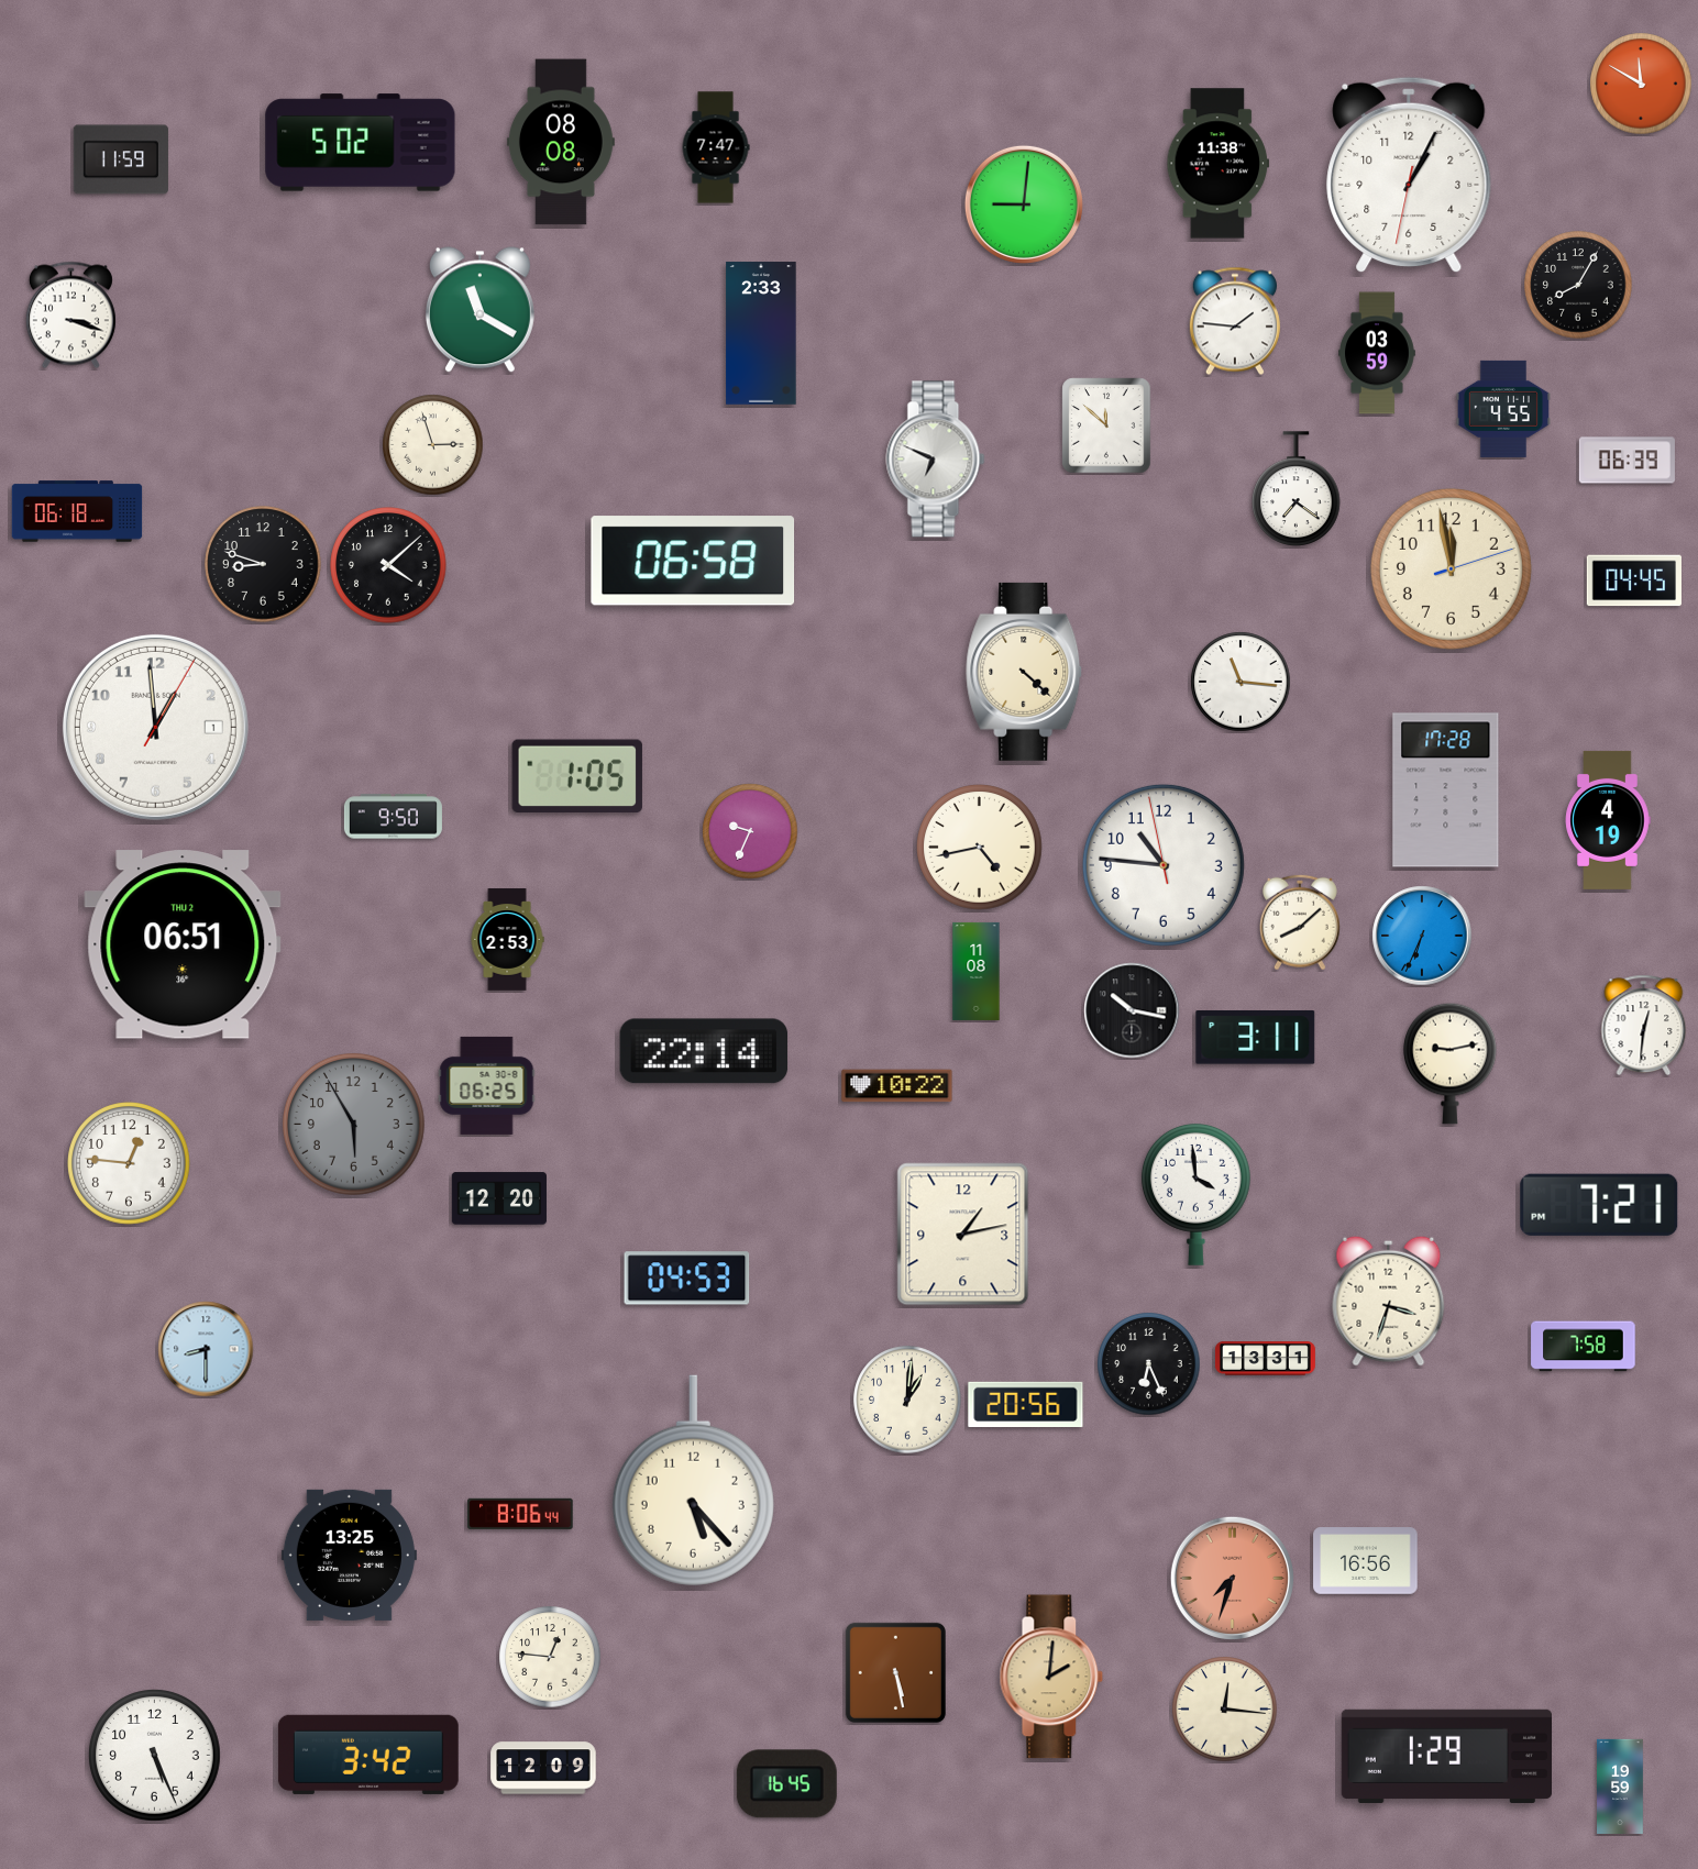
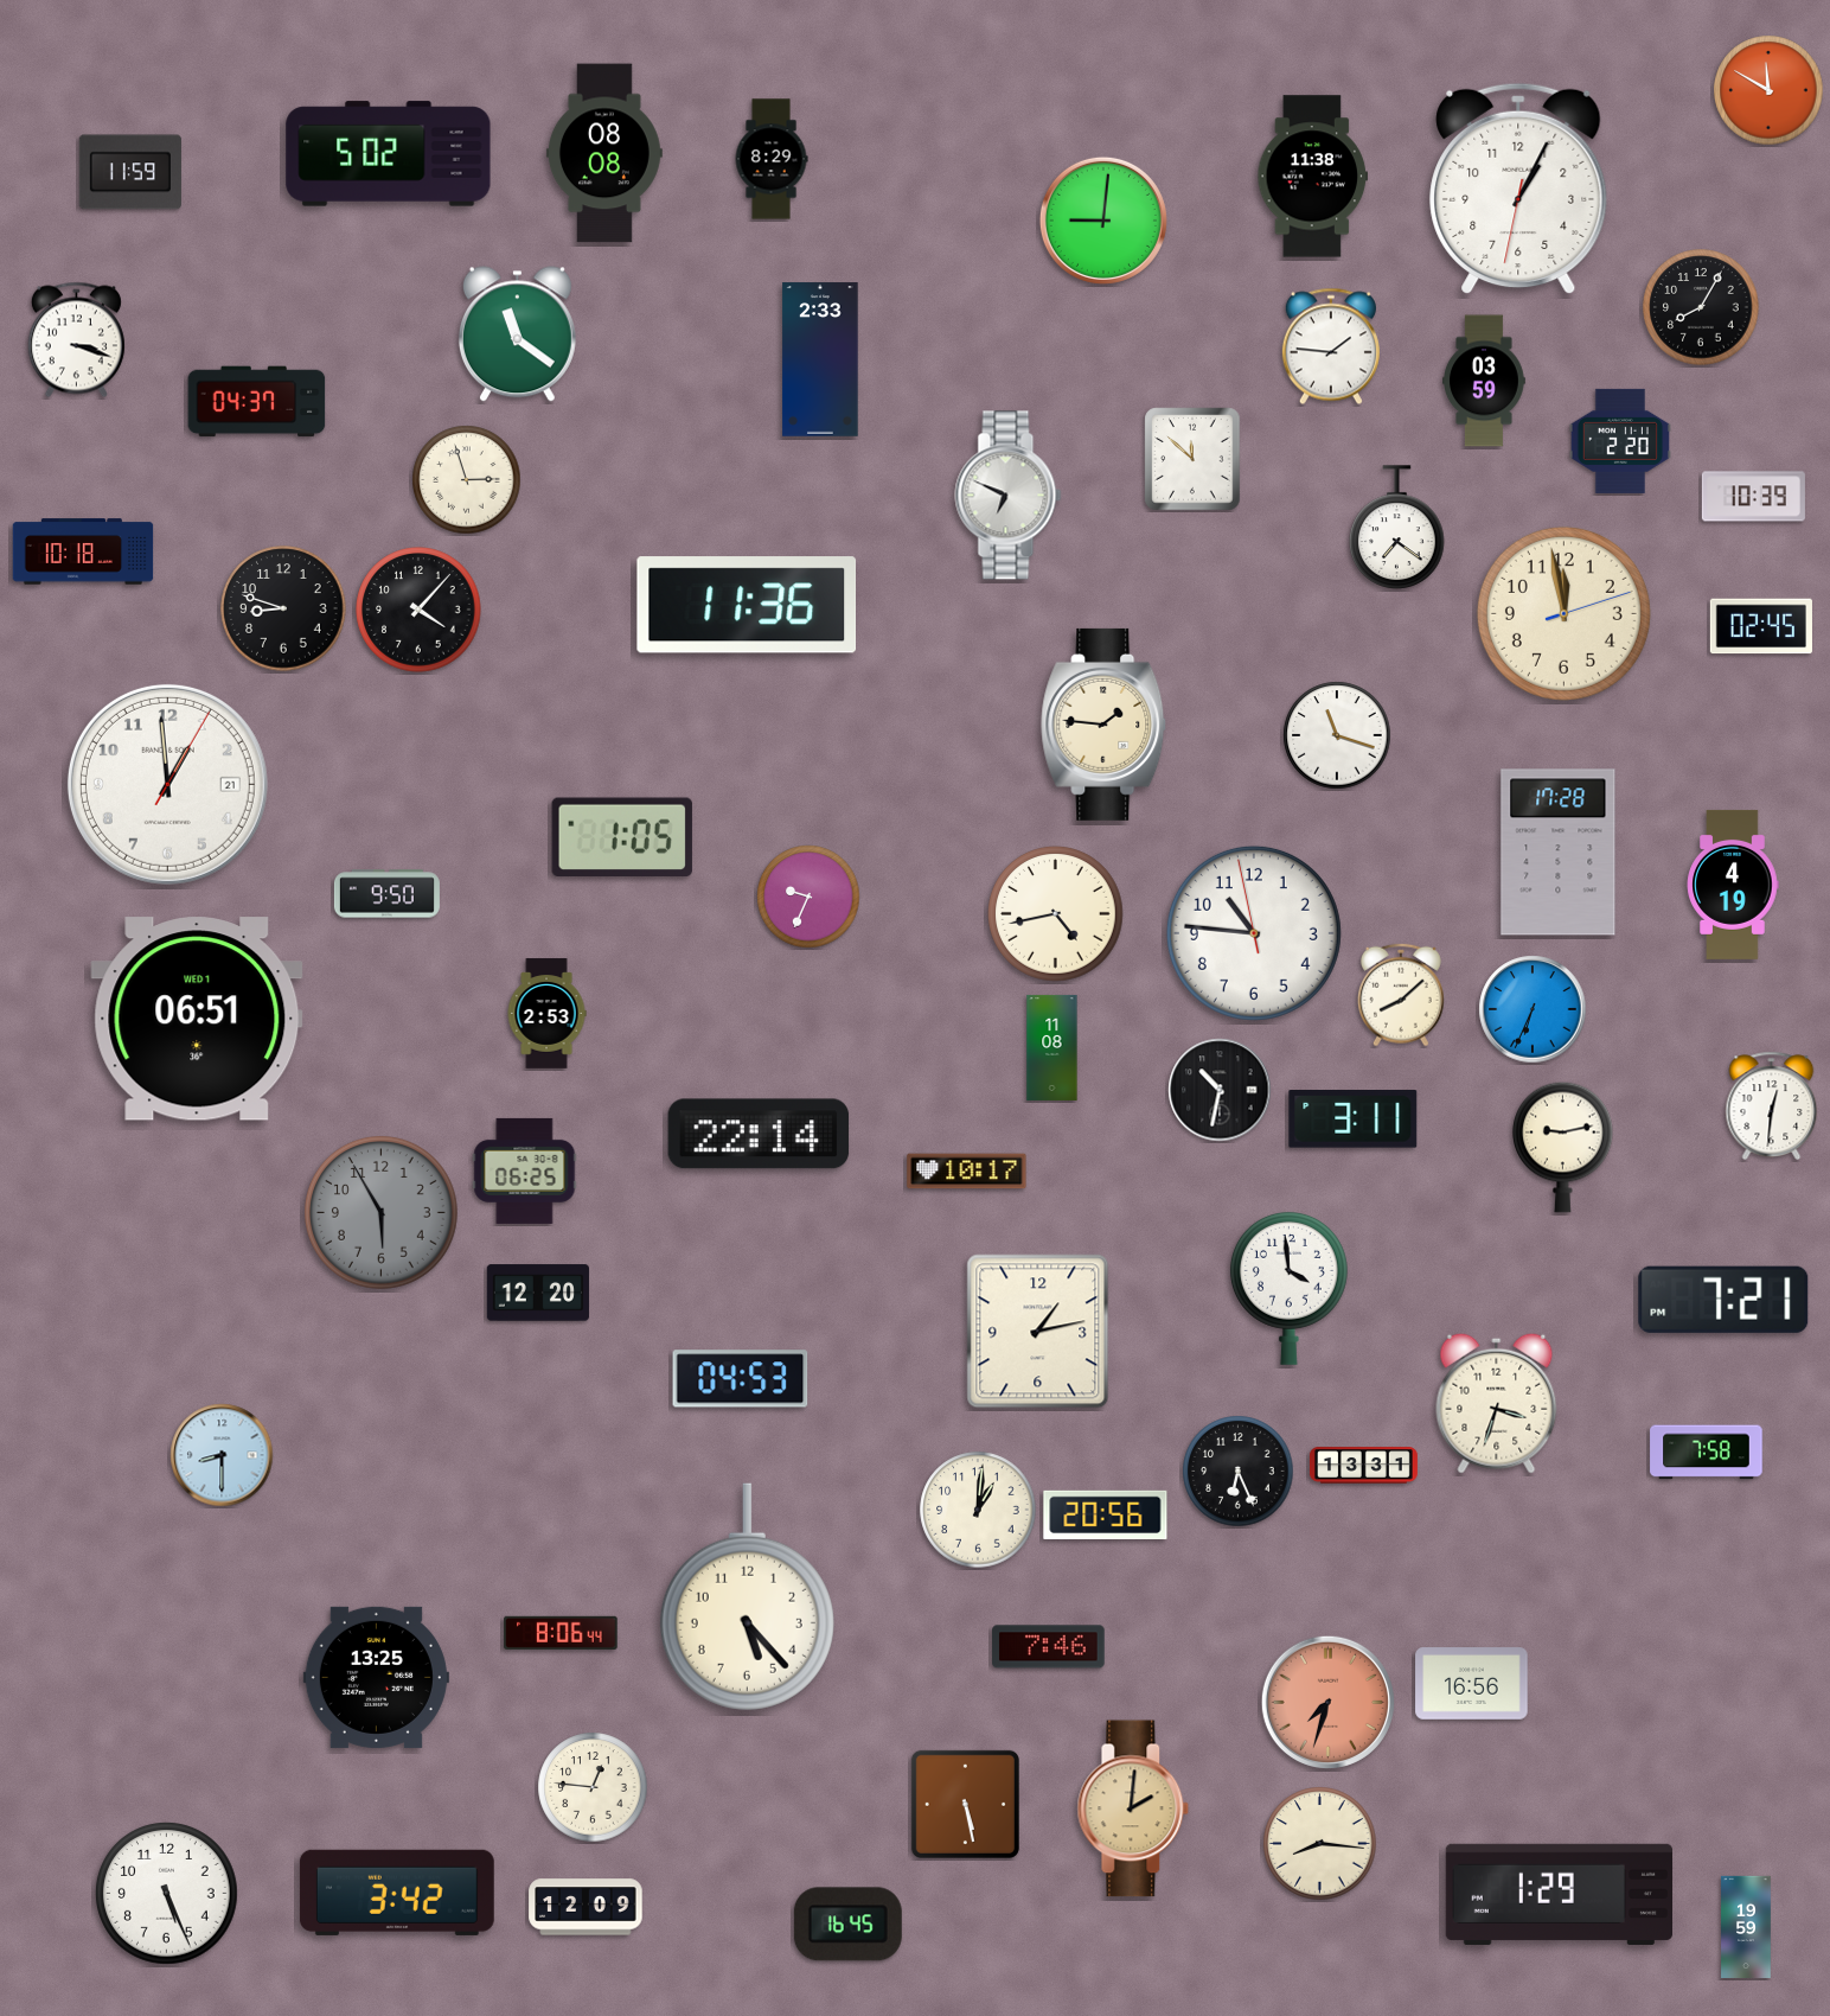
clock at (716, 147): 7:47 -> 8:29
clock at (479, 310): 11:20 -> 11:21
clock at (257, 402): none -> 04:37
clock at (1503, 409): 4:55 -> 2:20
clock at (1627, 461): 06:39 -> 10:39
clock at (77, 511): 06:18 -> 10:18
clock at (693, 561): 06:58 -> 11:36
clock at (388, 565): 4:08 -> 4:07
clock at (1634, 580): 04:45 -> 02:45
clock at (1025, 672): 4:22 -> 1:46
clock at (1241, 682): 11:16 -> 11:18
clock at (155, 727) date: 1 -> 21
clock at (393, 817) position: (393, 817) -> (386, 894)
clock at (183, 944) date: THU 2 -> WED 1
clock at (1132, 1010): 10:17 -> 10:32
clock at (897, 1086): 10:22 -> 10:17
clock at (129, 1163): 12:46 -> none
clock at (1049, 1647): none -> 7:46
clock at (1225, 1710): 12:16 -> 8:16
